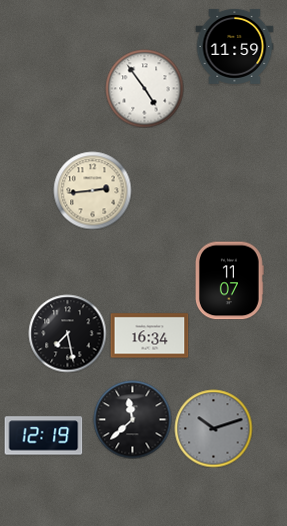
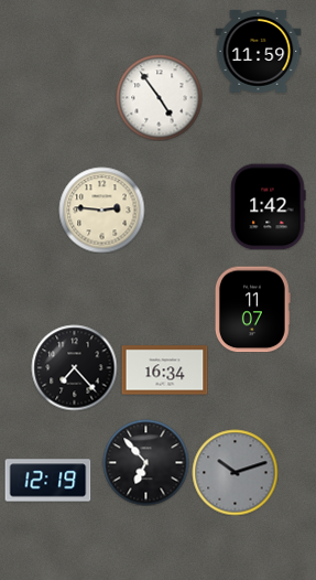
clock at (269, 206): none -> 1:42
clock at (92, 190): 2:44 -> 2:46
clock at (67, 333): 7:28 -> 7:23
clock at (132, 419): 11:38 -> 6:53
